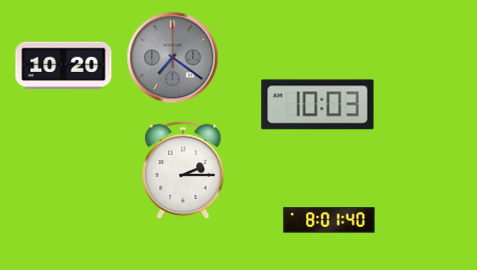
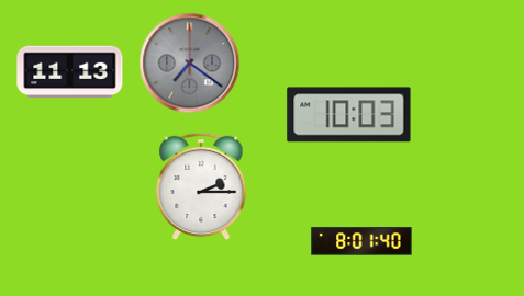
clock at (64, 66): 10:20 -> 11:13
